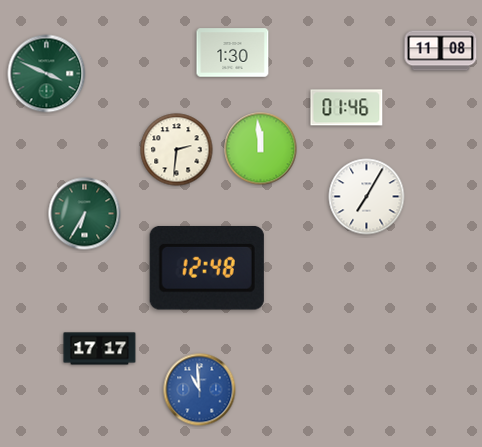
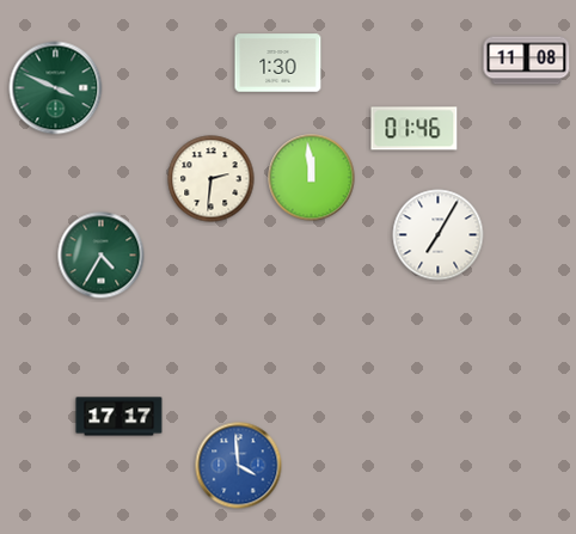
clock at (85, 214): 6:35 -> 4:35
clock at (207, 268): 12:48 -> none
clock at (200, 390): 10:59 -> 3:59
